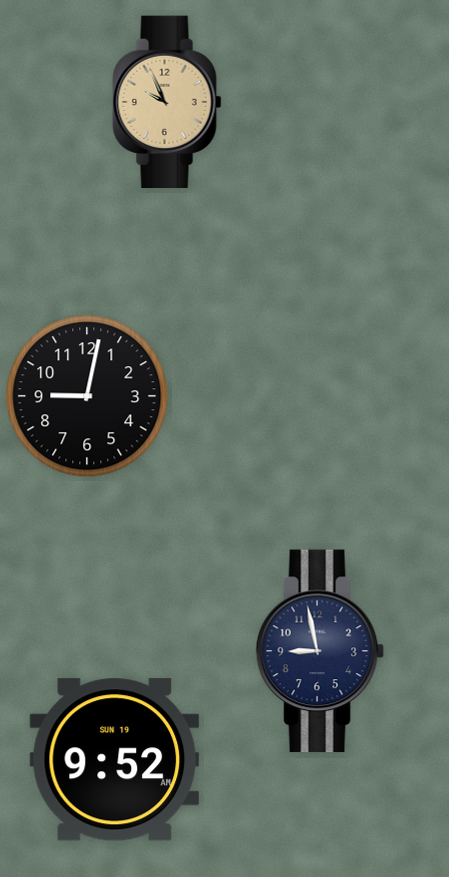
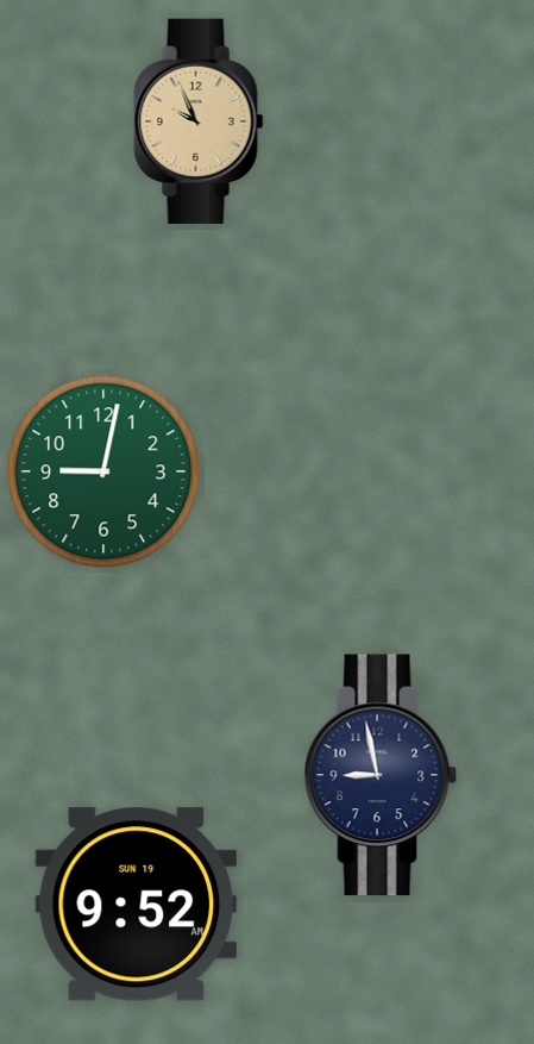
clock at (87, 396) dial: black -> green
